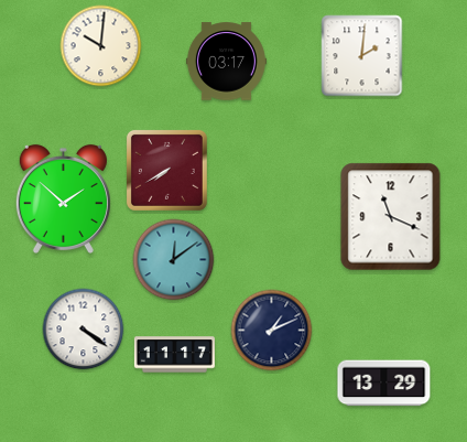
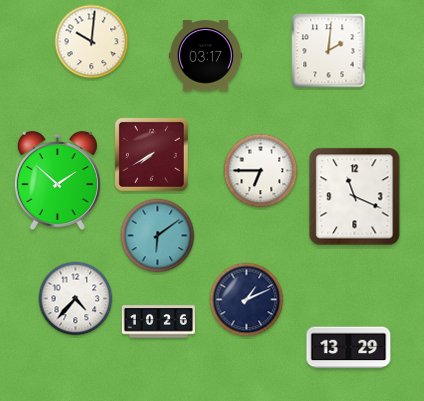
clock at (261, 171): none -> 6:45
clock at (174, 260): 12:09 -> 6:09
clock at (84, 330): 4:21 -> 4:37
clock at (174, 355): 11:17 -> 10:26
